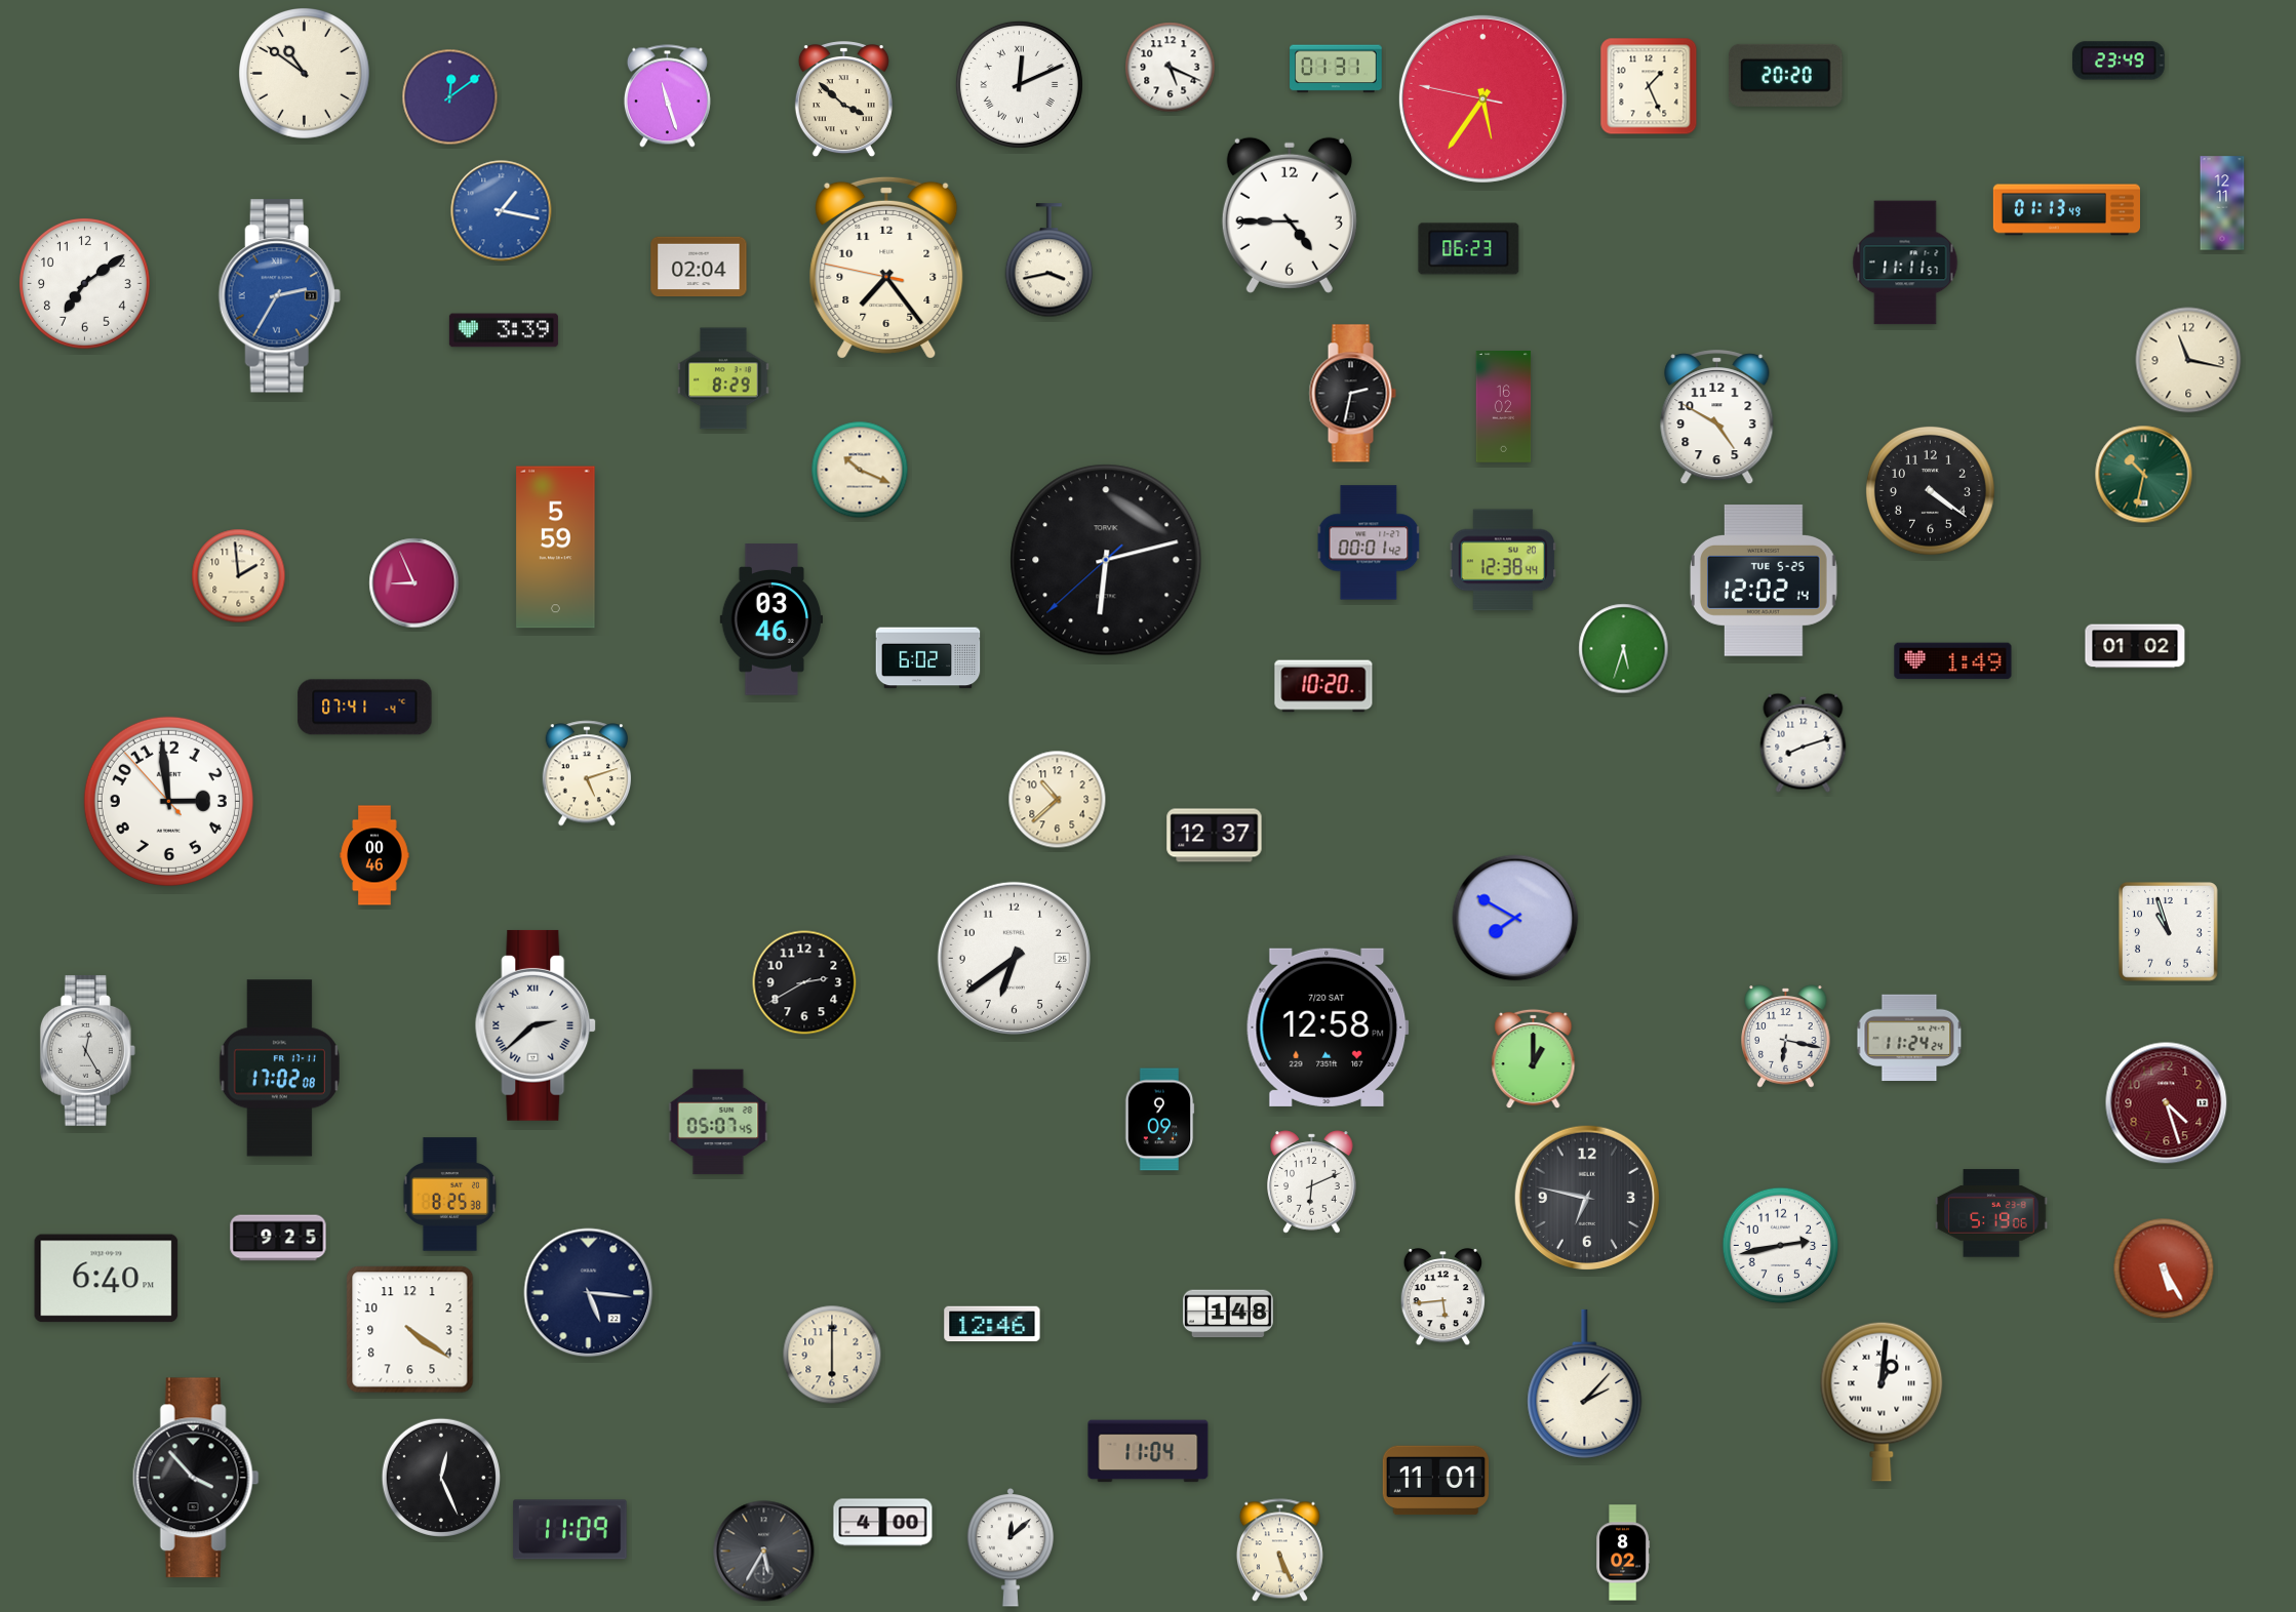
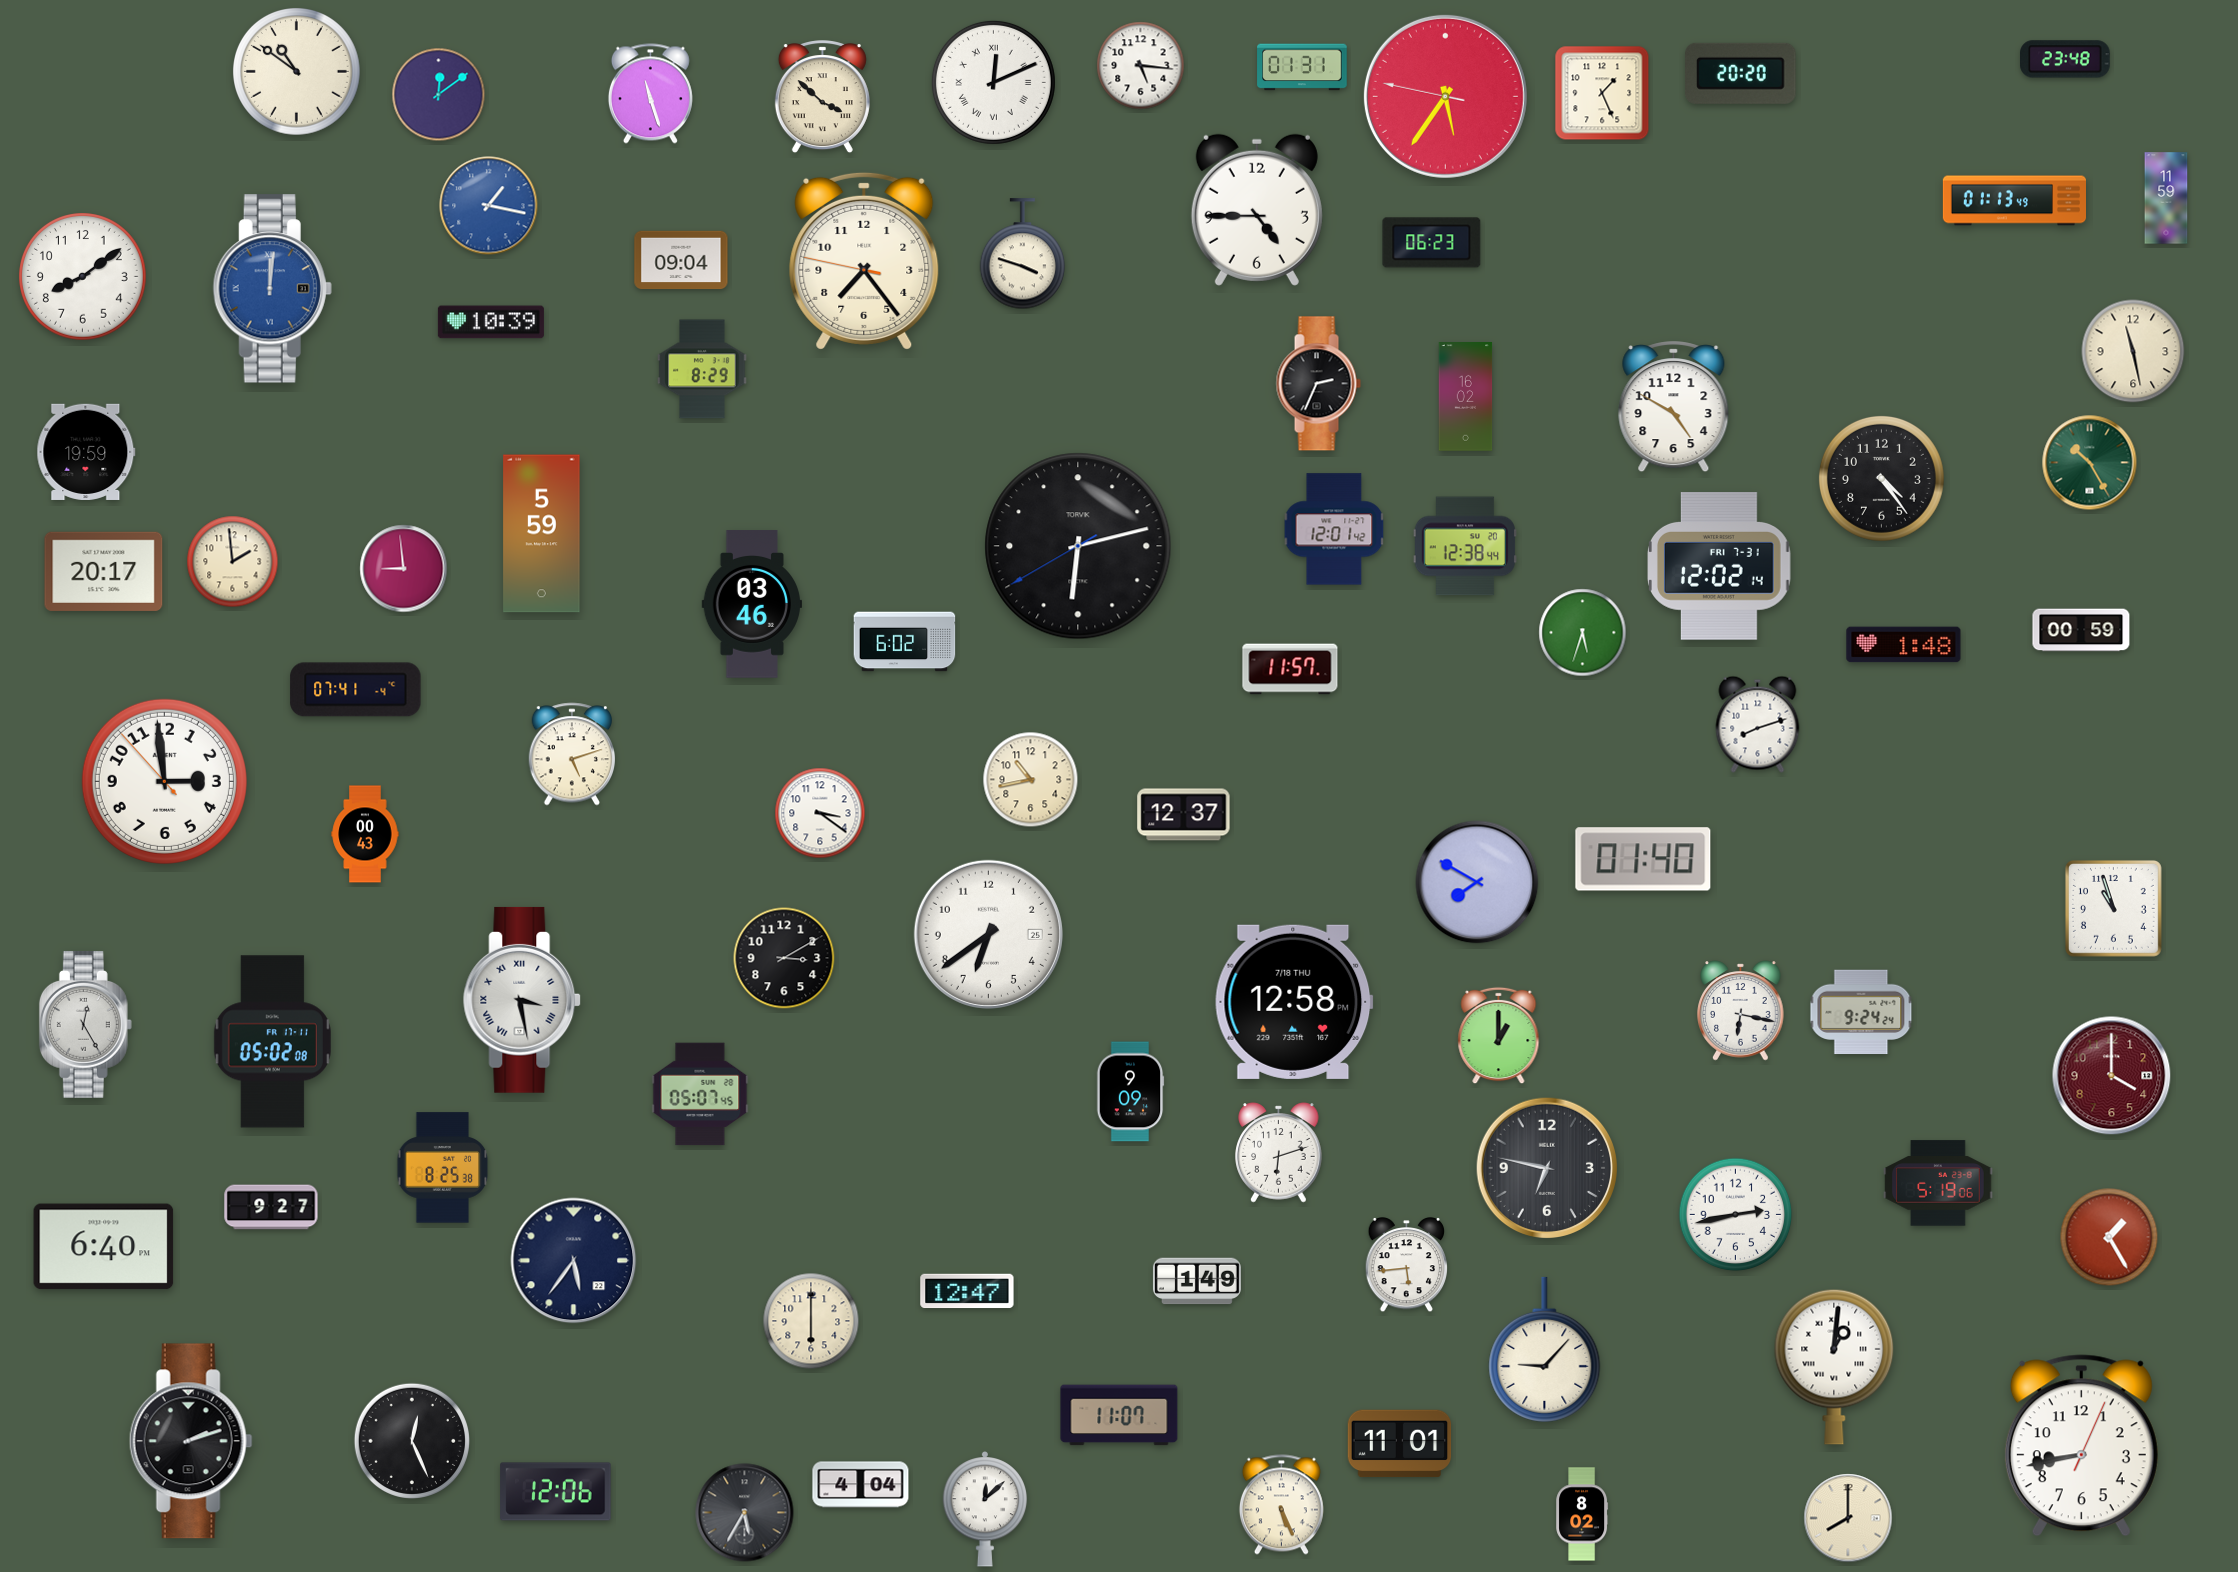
clock at (2120, 61): 23:49 -> 23:48
clock at (1171, 68): 5:19 -> 5:16
clock at (1649, 86) position: (1649, 86) -> (1602, 93)
clock at (2222, 203): 12:11 -> 11:59
clock at (2066, 210) position: (2066, 210) -> (2014, 201)
clock at (1050, 260): 3:43 -> 3:48
clock at (1905, 263): 11:11 -> none
clock at (699, 267): 02:04 -> 09:04
clock at (85, 284): 7:09 -> 8:09
clock at (279, 296): 2:35 -> 12:01
clock at (504, 330): 3:39 -> 10:39
clock at (2188, 360): 11:17 -> 11:28
clock at (723, 378) position: (723, 378) -> (702, 369)
clock at (1352, 394): 2:32 -> 2:34
clock at (86, 452): none -> 19:59
clock at (860, 470): 10:19 -> none
clock at (2144, 475): 10:32 -> 10:25
clock at (1930, 490): 4:21 -> 4:24
clock at (1369, 542): 00:01 -> 12:01
clock at (1106, 560): 6:12:38 -> 6:12:40
clock at (1765, 581) date: TUE 5-25 -> FRI 7-31
clock at (414, 583): 8:56 -> 8:59
clock at (104, 571): none -> 20:17
clock at (2135, 646): 01:02 -> 00:59
clock at (1953, 661): 1:49 -> 1:48
clock at (1323, 686): 10:20 -> 11:57
clock at (1058, 800): 10:38 -> 10:43
clock at (820, 813): none -> 3:21
clock at (374, 855): 00:46 -> 00:43
clock at (1643, 859): none -> 01:40
clock at (1515, 918) position: (1515, 918) -> (1477, 882)
clock at (804, 982): 2:40 -> 3:10
clock at (537, 1025): 2:38 -> 3:28
clock at (1328, 1027) date: 7/20 SAT -> 7/18 THU
clock at (1909, 1038): 11:24 -> 9:24
clock at (1534, 1059) position: (1534, 1059) -> (1499, 1036)
clock at (279, 1069): 17:02 -> 05:02
clock at (2167, 1103): 4:27 -> 4:00
clock at (1312, 1182): 6:11 -> 6:12
clock at (450, 1195) position: (450, 1195) -> (443, 1168)
clock at (1991, 1213) position: (1991, 1213) -> (1938, 1183)
clock at (278, 1238): 9:25 -> 9:27
clock at (2164, 1268): 5:25 -> 1:25
clock at (589, 1293): 5:16 -> 5:36
clock at (1228, 1314): 1:48 -> 1:49
clock at (992, 1324): 12:46 -> 12:47
clock at (410, 1330): 4:21 -> none
clock at (1585, 1383): 2:07 -> 9:07
clock at (1148, 1451): 11:04 -> 11:07
clock at (440, 1477) position: (440, 1477) -> (411, 1440)
clock at (196, 1478): 3:53 -> 2:12
clock at (2081, 1446): none -> 8:43
clock at (883, 1523): 4:00 -> 4:04
clock at (570, 1530): 11:09 -> 12:06
clock at (1279, 1550) position: (1279, 1550) -> (1281, 1505)
clock at (1848, 1518): none -> 8:00
